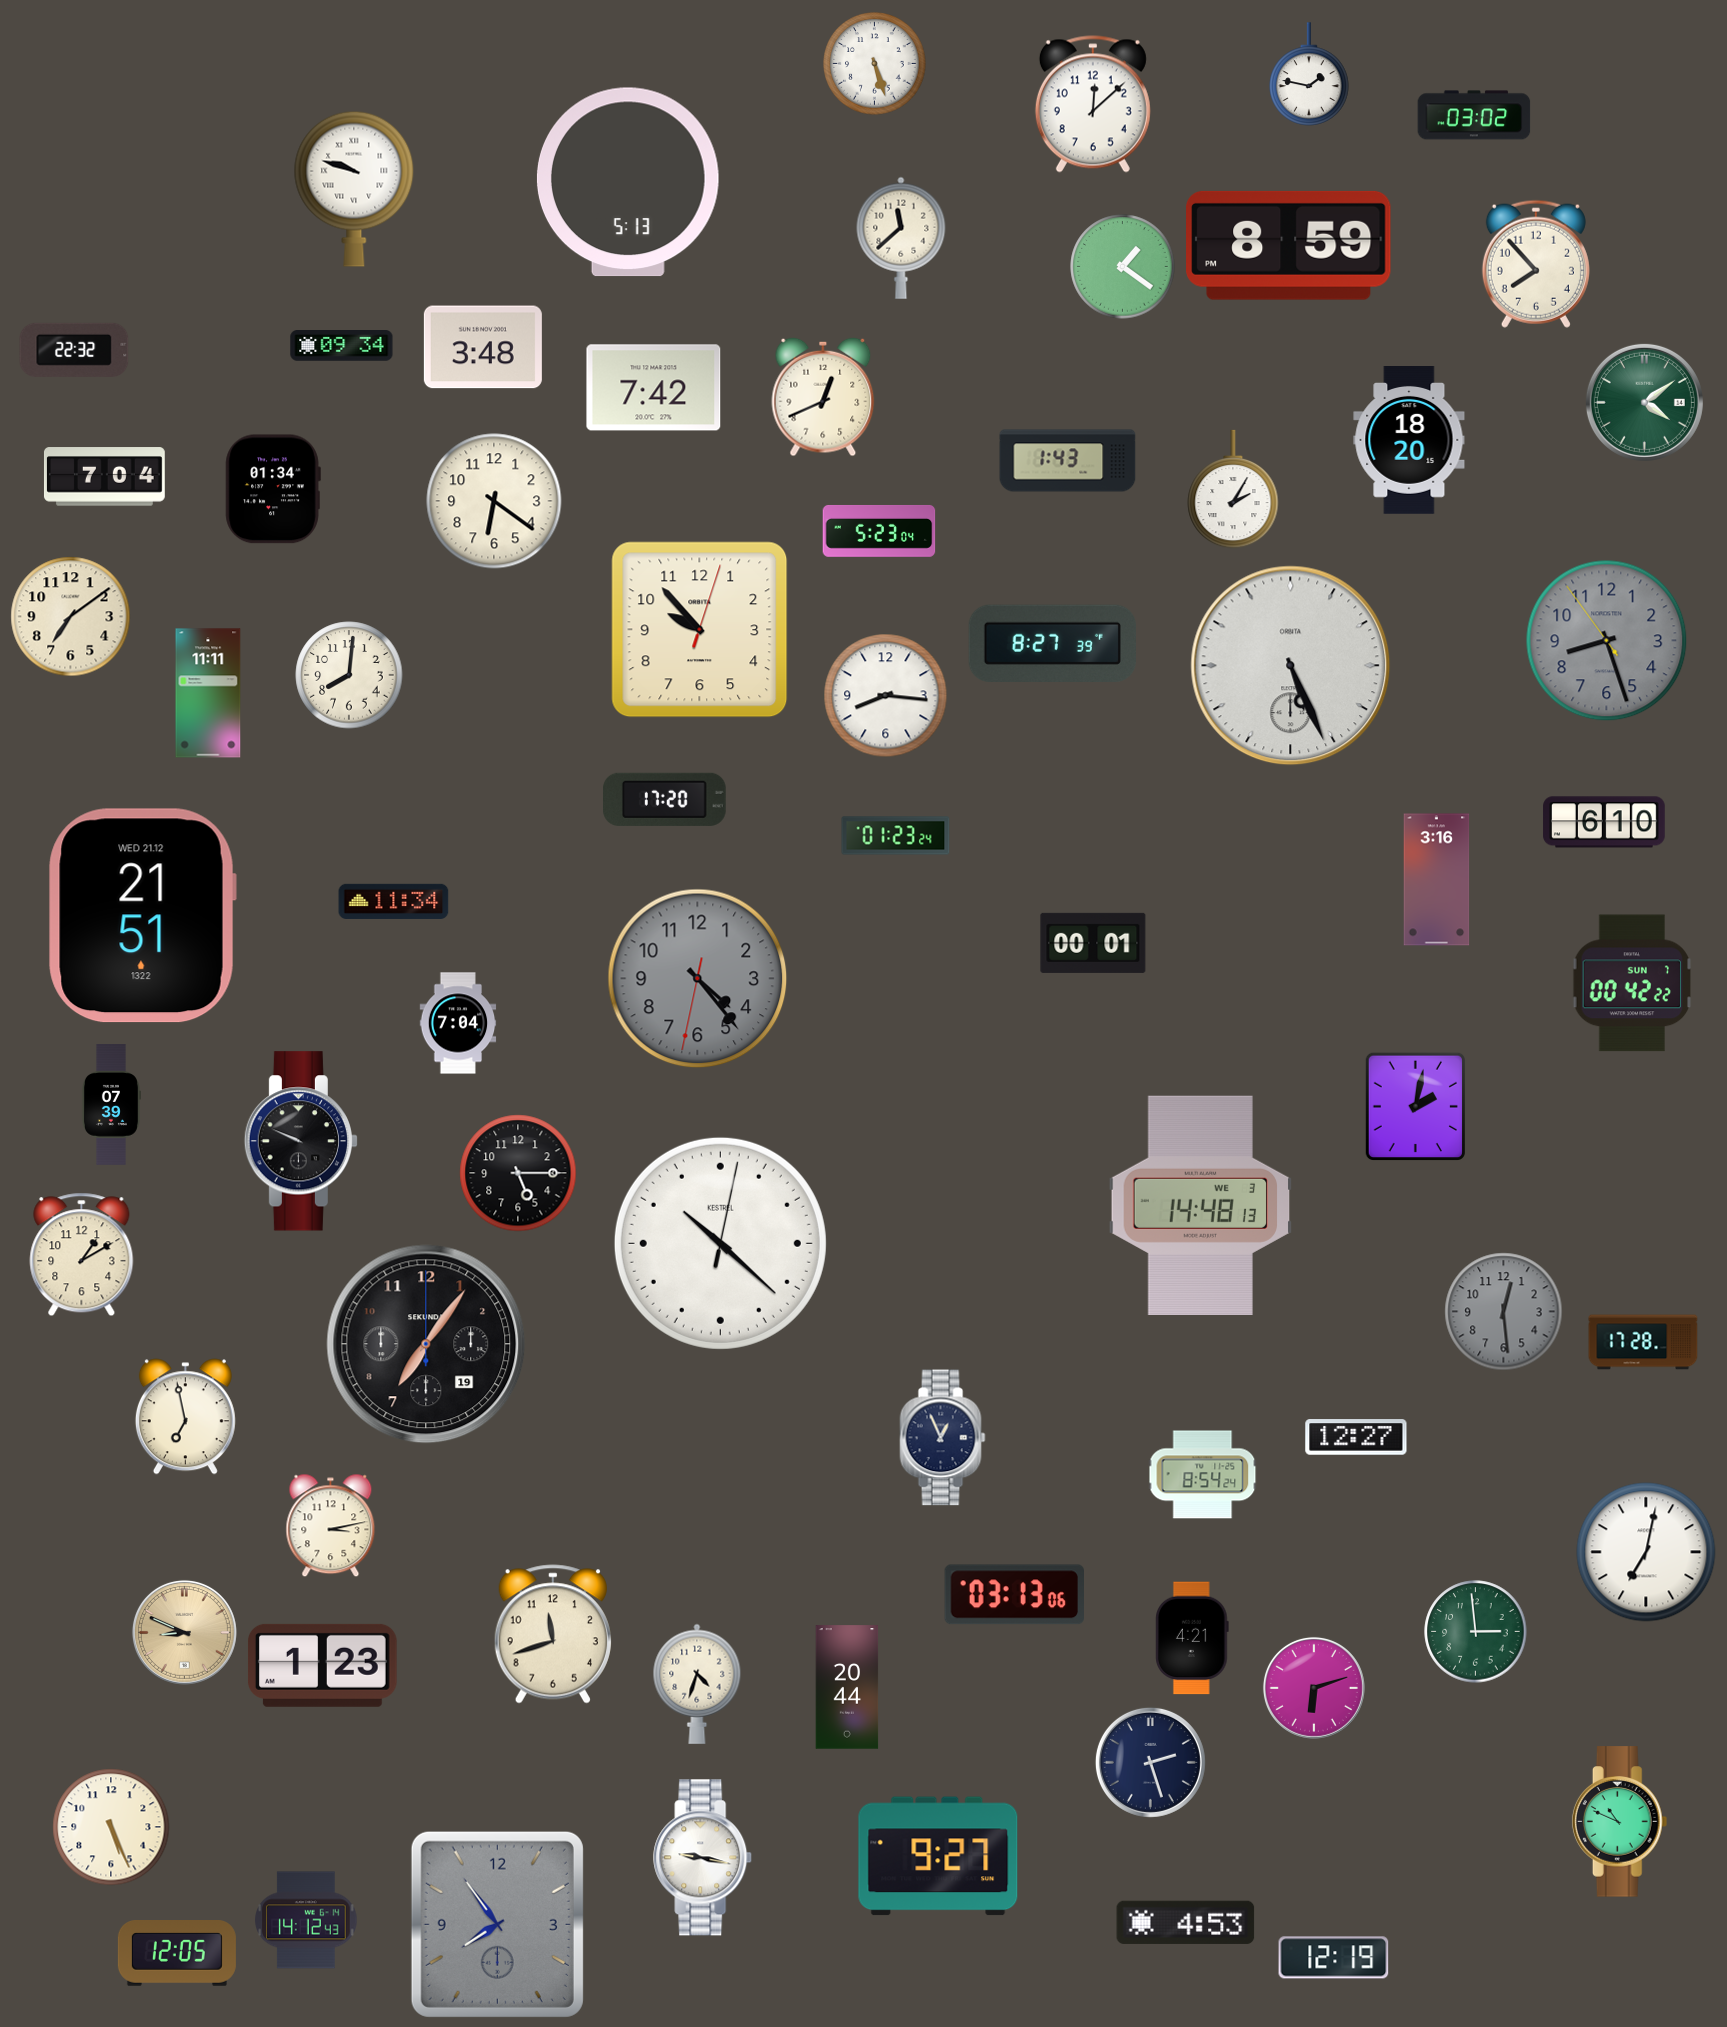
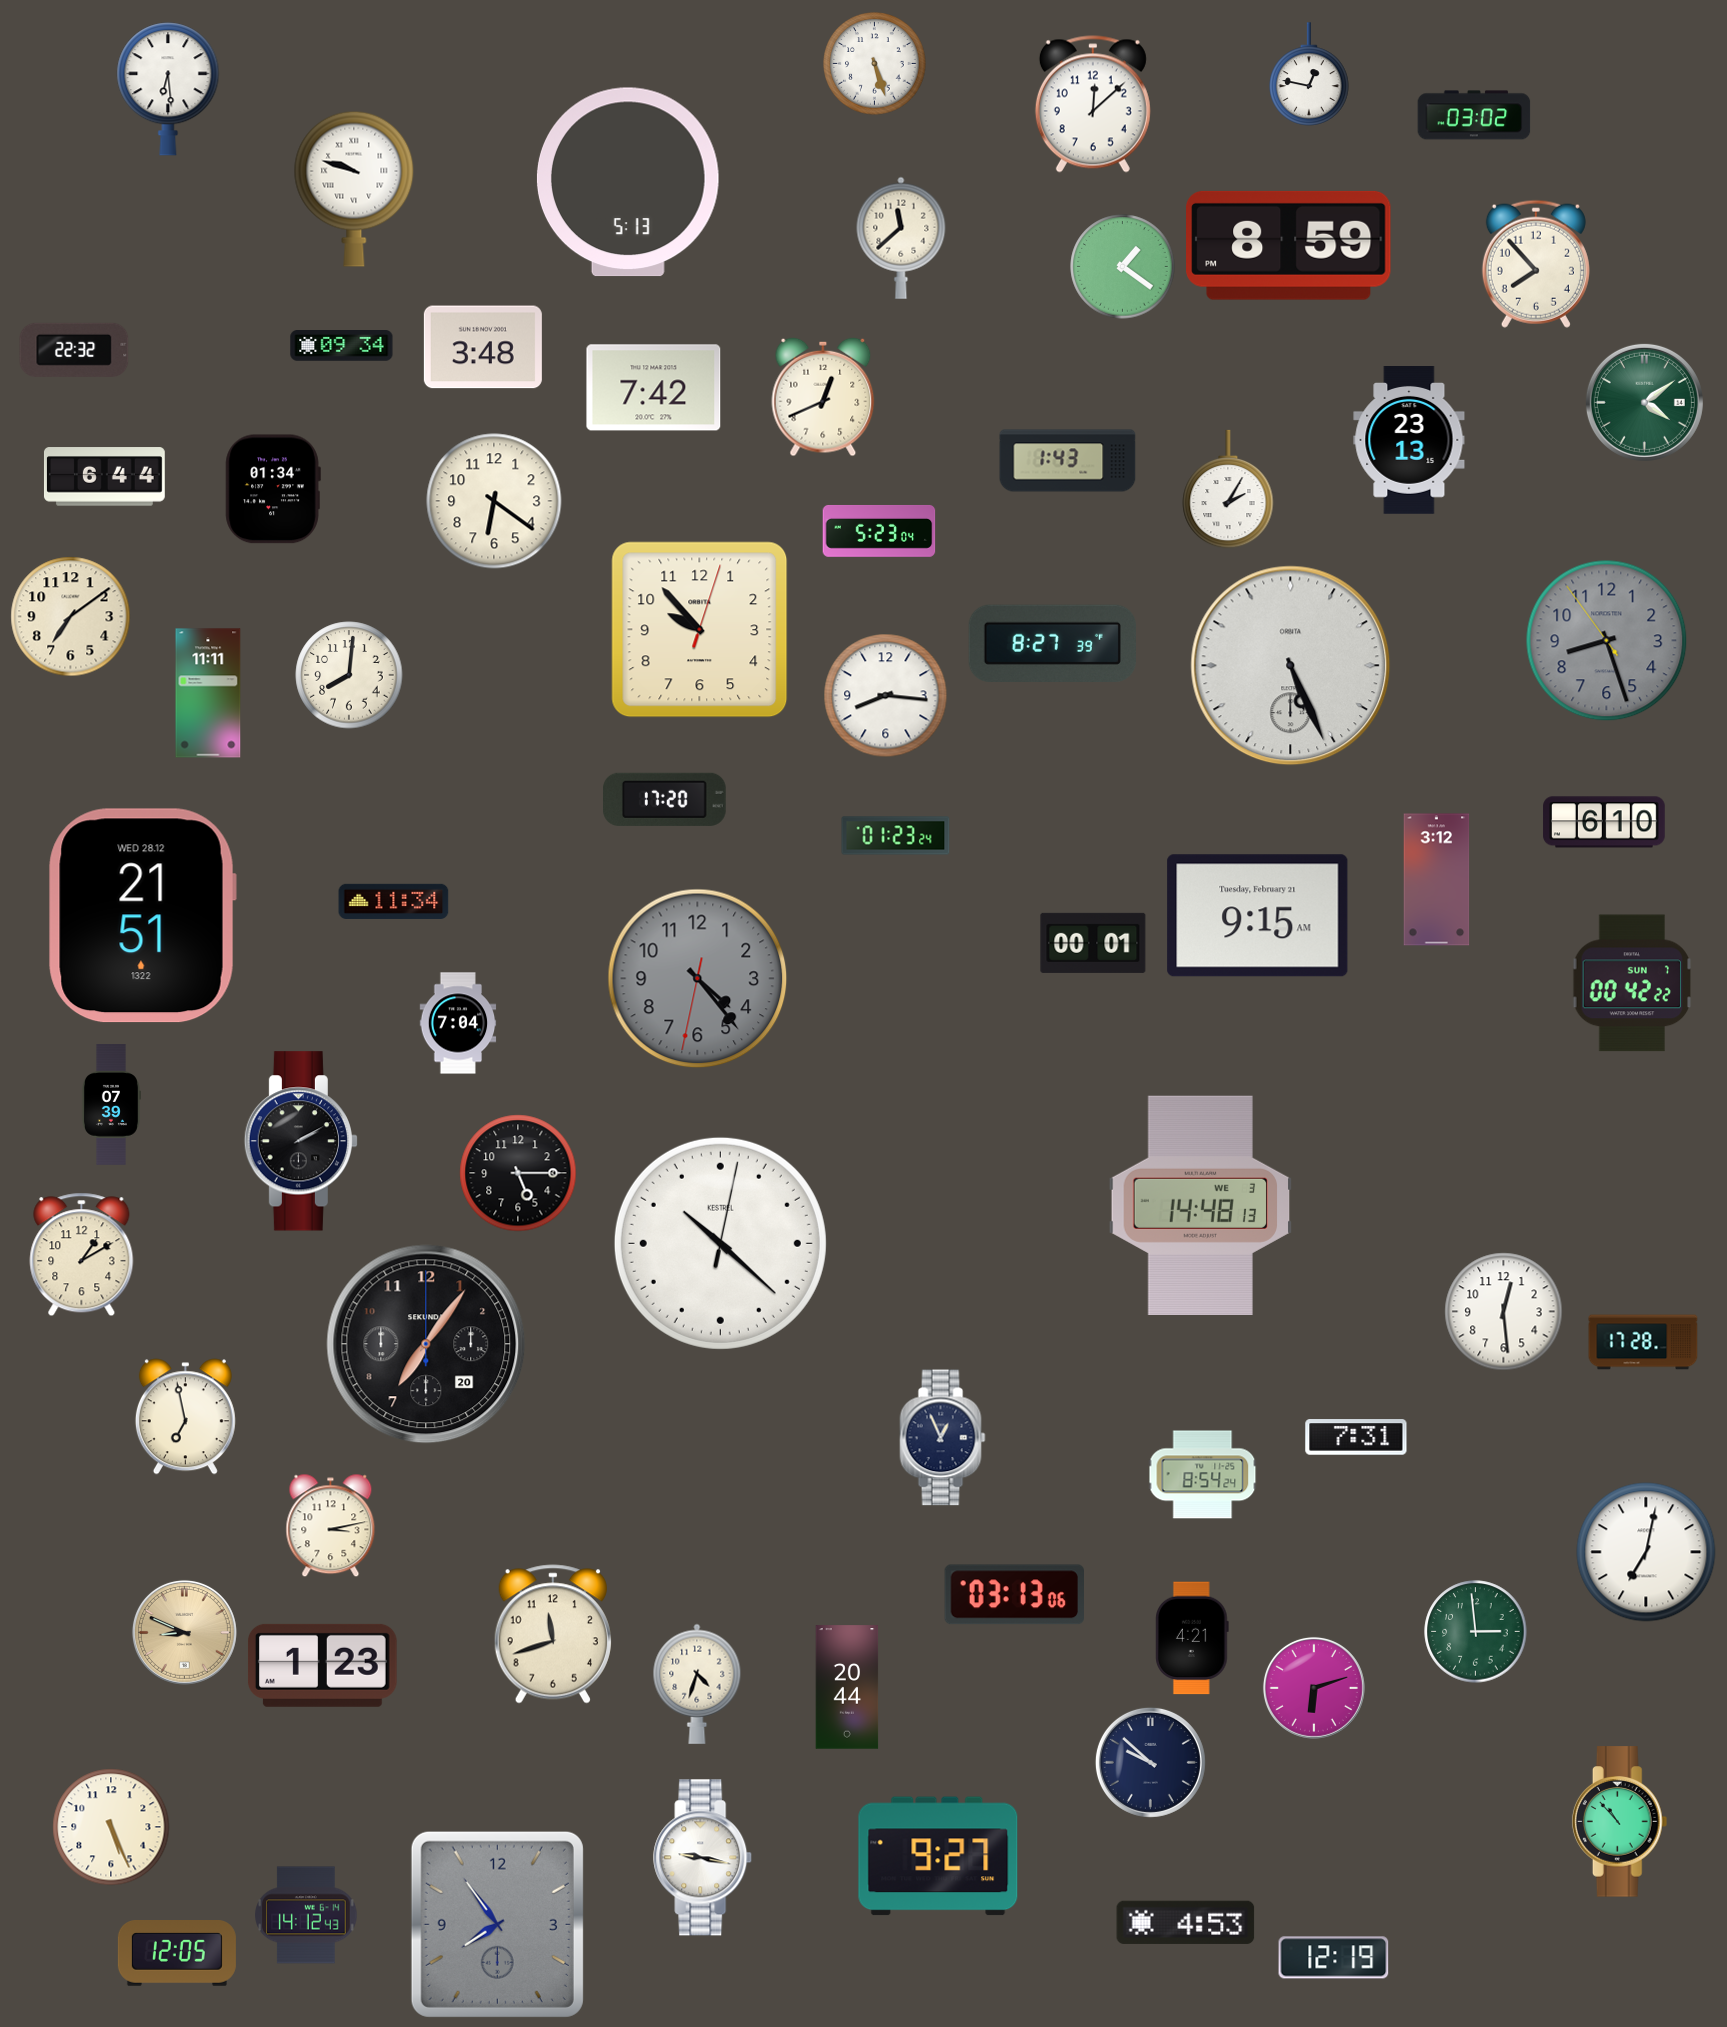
clock at (1309, 74): 1:47 -> 12:47
clock at (168, 89): none -> 6:29
clock at (1409, 441): 18:20 -> 23:13
clock at (104, 477): 7:04 -> 6:44
clock at (1233, 489) position: (1233, 489) -> (1228, 489)
clock at (1437, 880): 3:16 -> 3:12
clock at (142, 916) date: WED 21.12 -> WED 28.12
clock at (1258, 916): none -> 9:15
clock at (1415, 1106): 2:02 -> none
clock at (300, 1141): 9:49 -> 2:10
clock at (1504, 1312) dial: grey -> white
clock at (426, 1344) date: 19 -> 20
clock at (1356, 1437): 12:27 -> 7:31
clock at (1150, 1762): 2:27 -> 9:52
clock at (1620, 1822): 10:49 -> 10:53
clock at (306, 1920) position: (306, 1920) -> (306, 1915)
